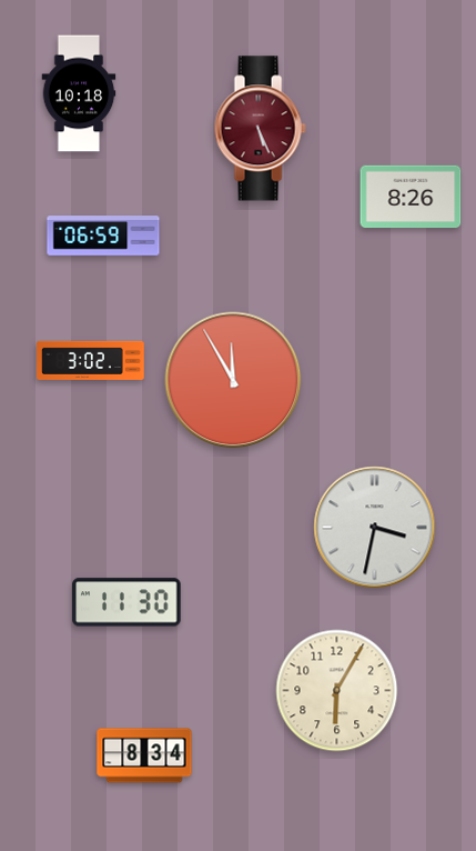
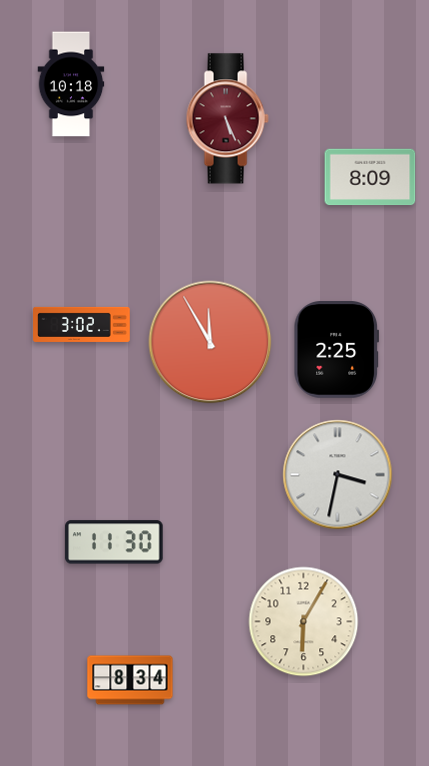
clock at (260, 129) position: (260, 129) -> (227, 119)
clock at (411, 197): 8:26 -> 8:09
clock at (103, 236): 06:59 -> none
clock at (336, 350): none -> 2:25
